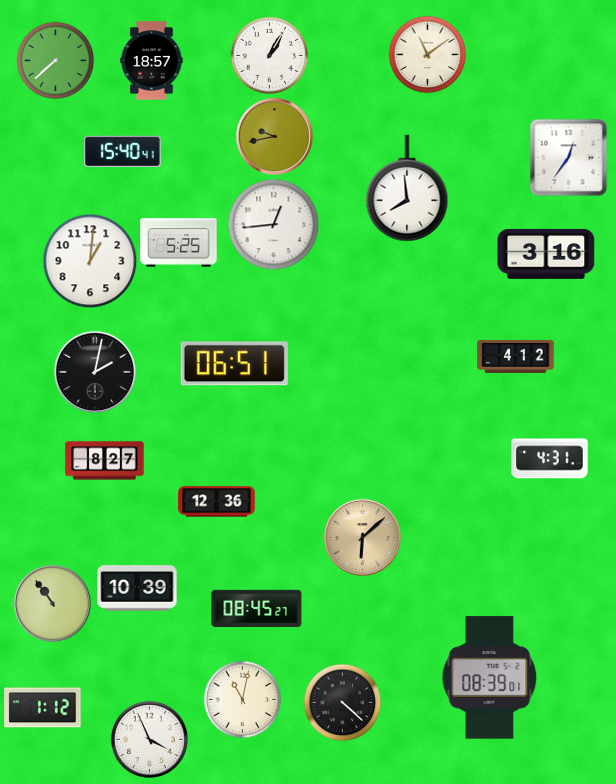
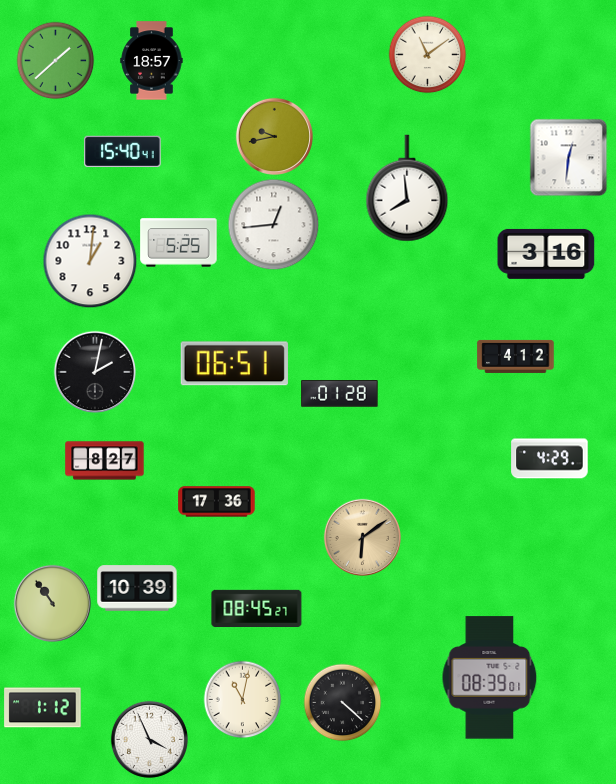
clock at (269, 55): 1:05 -> none
clock at (55, 60): 7:38 -> 1:38
clock at (568, 157): 12:36 -> 12:31
clock at (340, 394): none -> 01:28
clock at (550, 459): 4:31 -> 4:29
clock at (217, 502): 12:36 -> 17:36
clock at (362, 537): 6:08 -> 6:09
